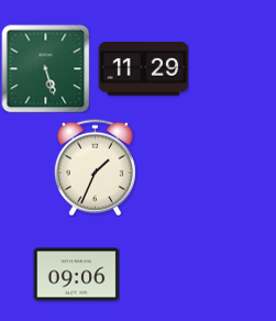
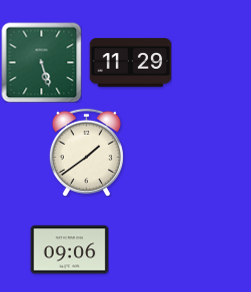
clock at (95, 167): 1:34 -> 1:39
